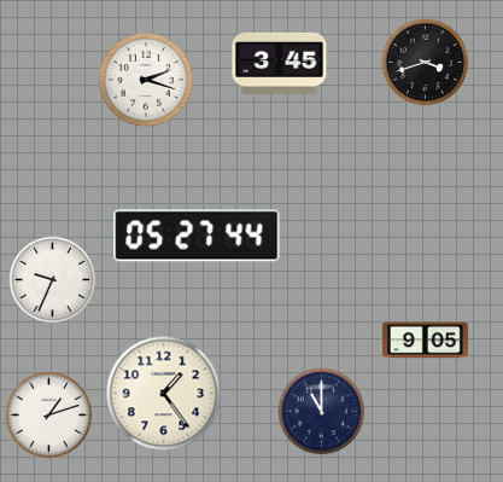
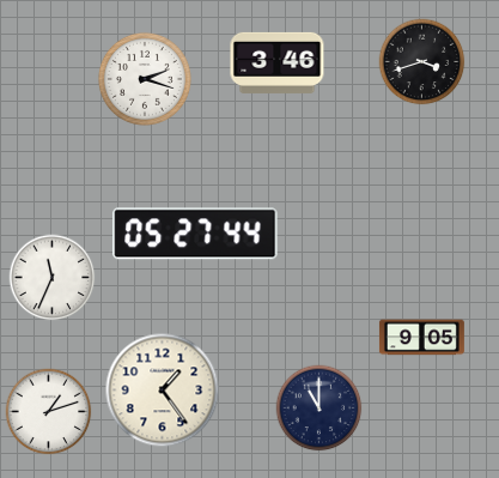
clock at (280, 63): 3:45 -> 3:46
clock at (53, 280): 9:34 -> 11:34
